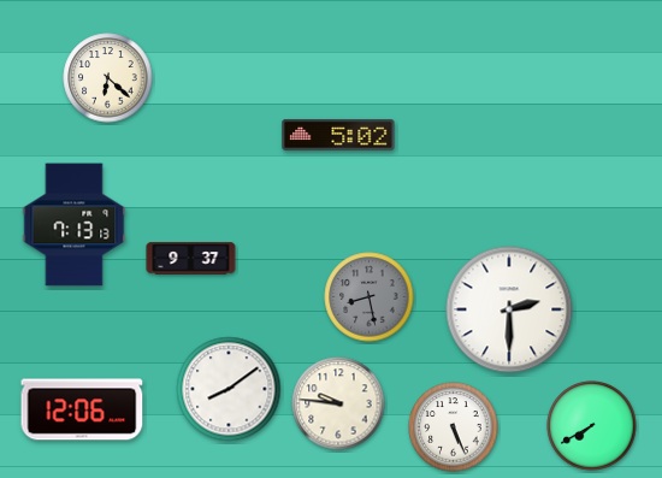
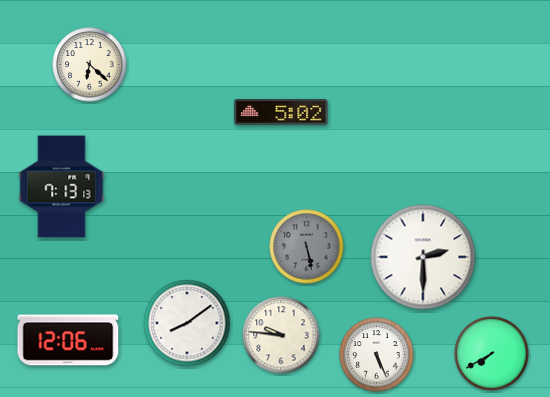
clock at (191, 259): 9:37 -> none
clock at (370, 297): 8:28 -> 5:28
clock at (229, 389) position: (229, 389) -> (187, 323)
